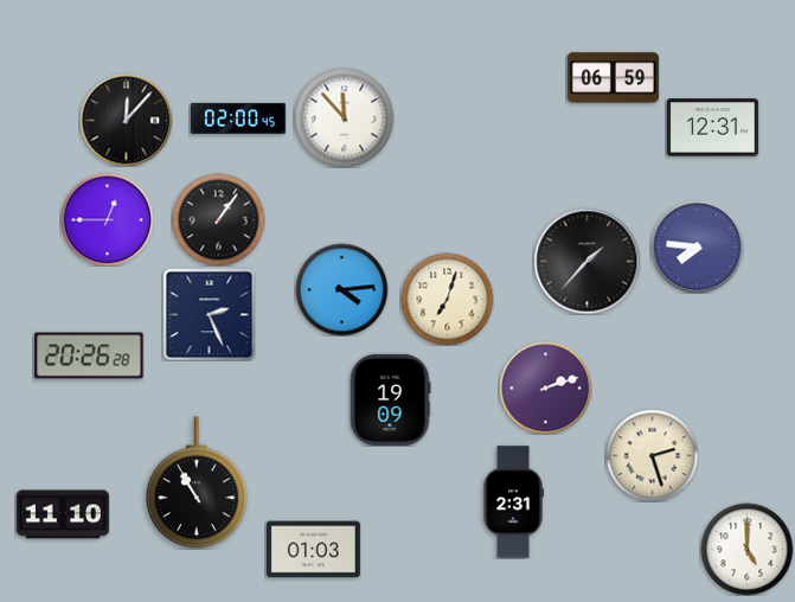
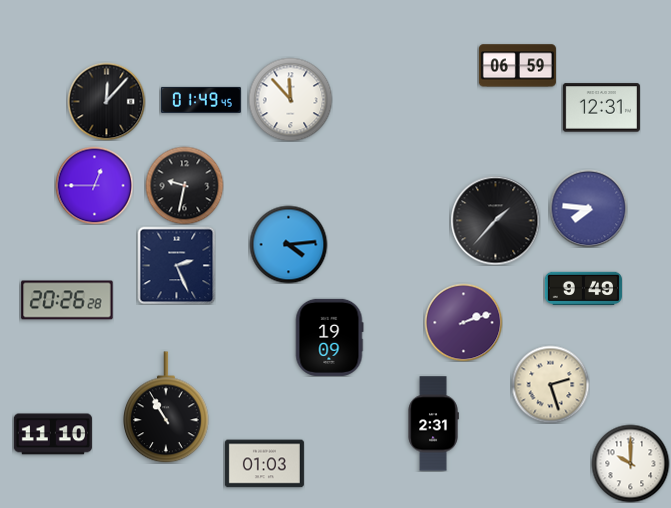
clock at (238, 119): 02:00 -> 01:49
clock at (107, 219) position: (107, 219) -> (94, 185)
clock at (218, 219): 1:06 -> 9:32
clock at (447, 299): 7:03 -> none
clock at (583, 288): none -> 9:49
clock at (89, 356) position: (89, 356) -> (67, 300)
clock at (545, 388) position: (545, 388) -> (463, 322)
clock at (746, 549): 5:00 -> 10:00
